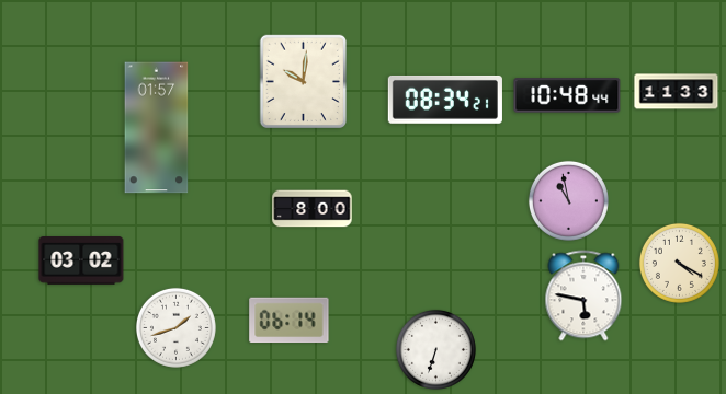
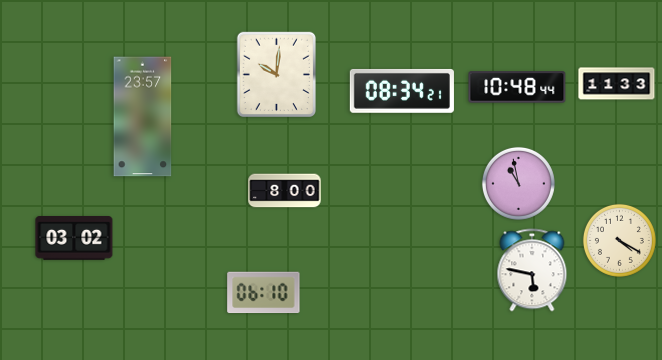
clock at (445, 100) position: (445, 100) -> (402, 91)
clock at (157, 128): 01:57 -> 23:57
clock at (290, 321): 06:14 -> 06:10
clock at (175, 327): 1:42 -> none
clock at (435, 349): 6:33 -> none
